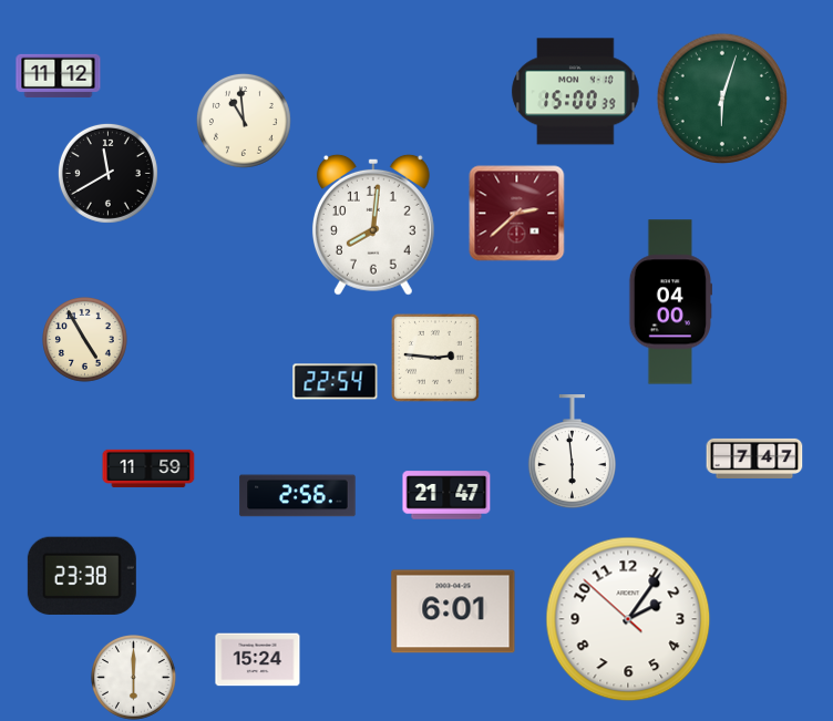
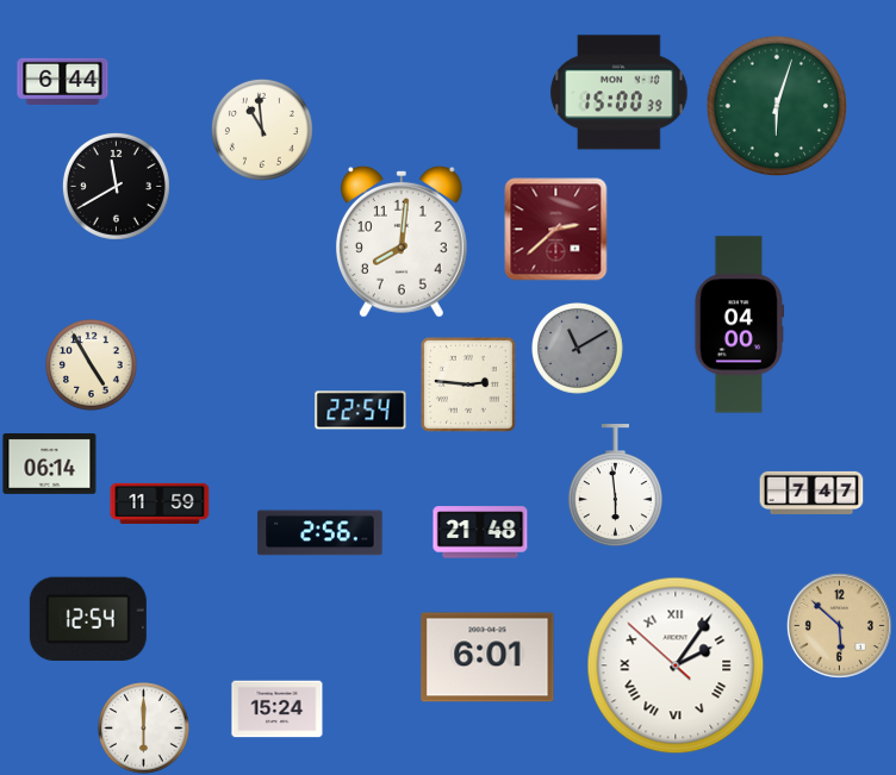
clock at (59, 75): 11:12 -> 6:44
clock at (576, 92) position: (576, 92) -> (620, 93)
clock at (670, 302) position: (670, 302) -> (739, 325)
clock at (578, 349): none -> 11:10
clock at (50, 464): none -> 06:14
clock at (446, 495): 21:47 -> 21:48
clock at (82, 575): 23:38 -> 12:54
clock at (839, 625): none -> 5:52
clock at (628, 619) numerals: Arabic -> Roman
